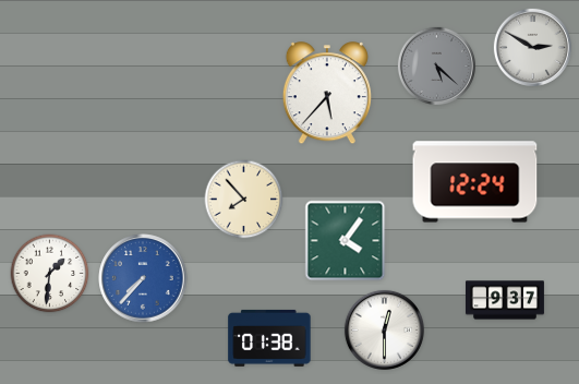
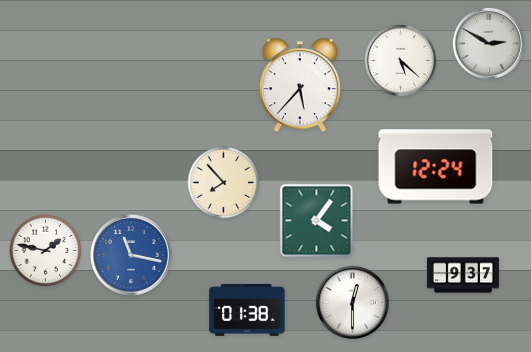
clock at (436, 65) dial: grey -> white
clock at (50, 274): 1:31 -> 1:47
clock at (143, 278): 7:37 -> 11:17
